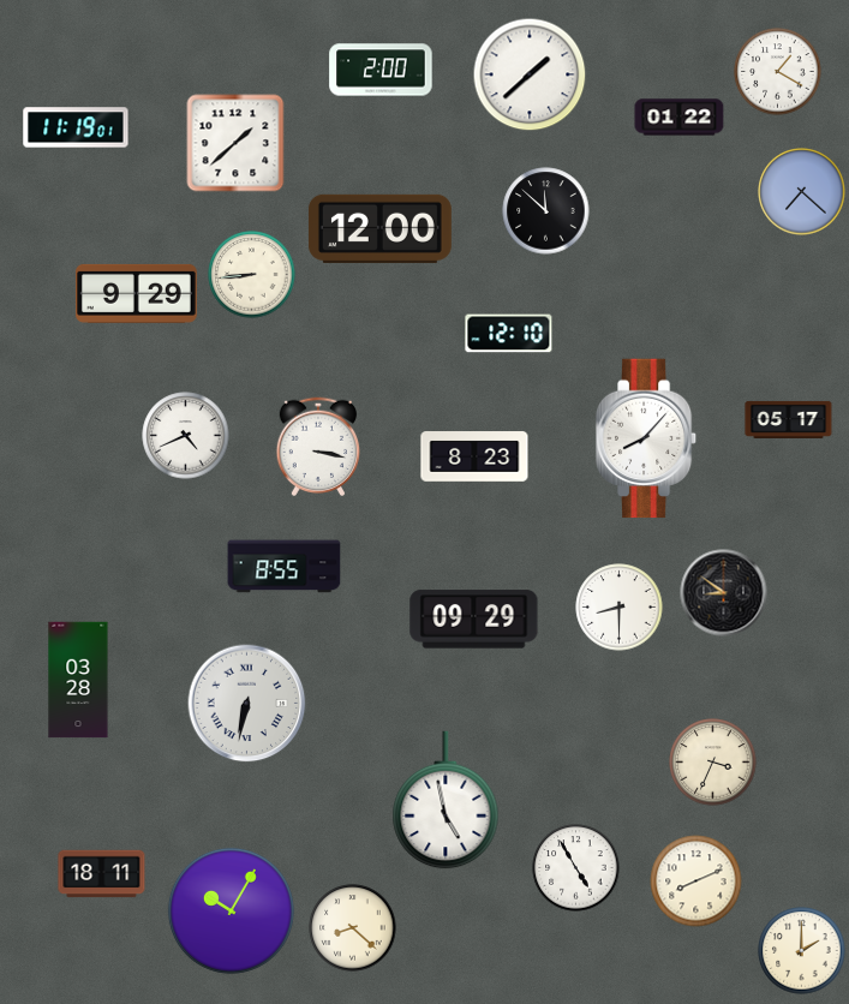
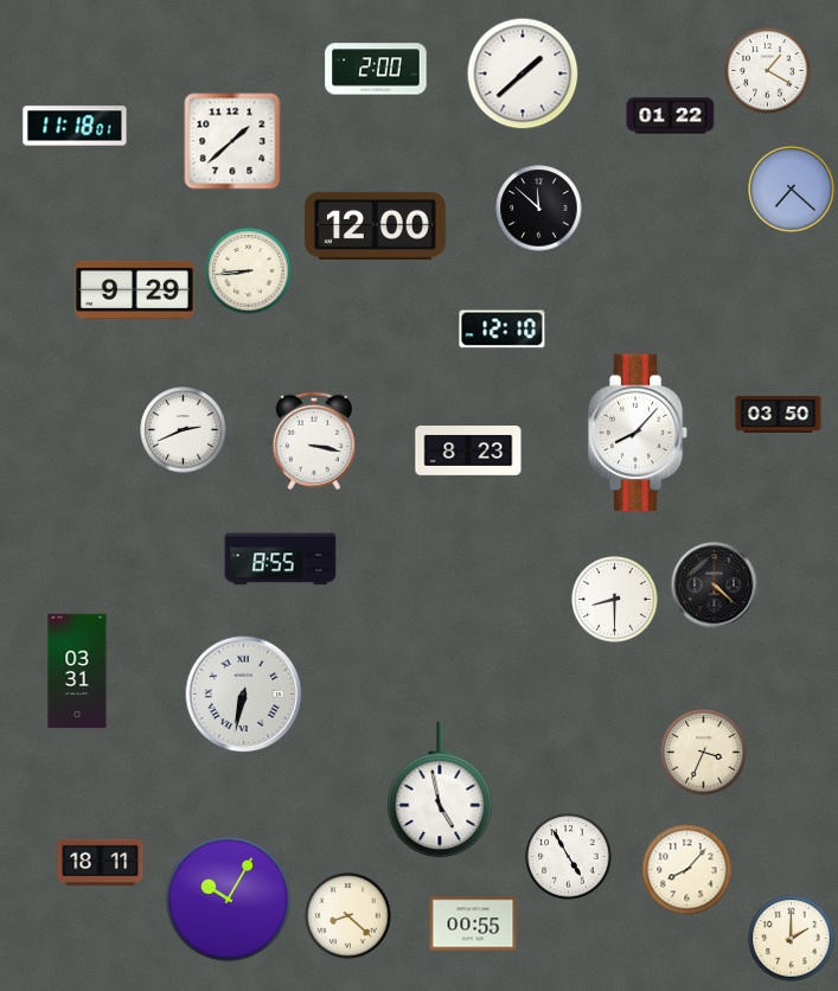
clock at (76, 127): 11:19 -> 11:18
clock at (789, 419): 05:17 -> 03:50
clock at (186, 436): 4:41 -> 2:41
clock at (724, 593): 8:51 -> 4:22
clock at (620, 608) position: (620, 608) -> (615, 600)
clock at (474, 620): 09:29 -> none
clock at (78, 680): 03:28 -> 03:31
clock at (696, 882): 8:11 -> 8:07
clock at (473, 923): none -> 00:55
